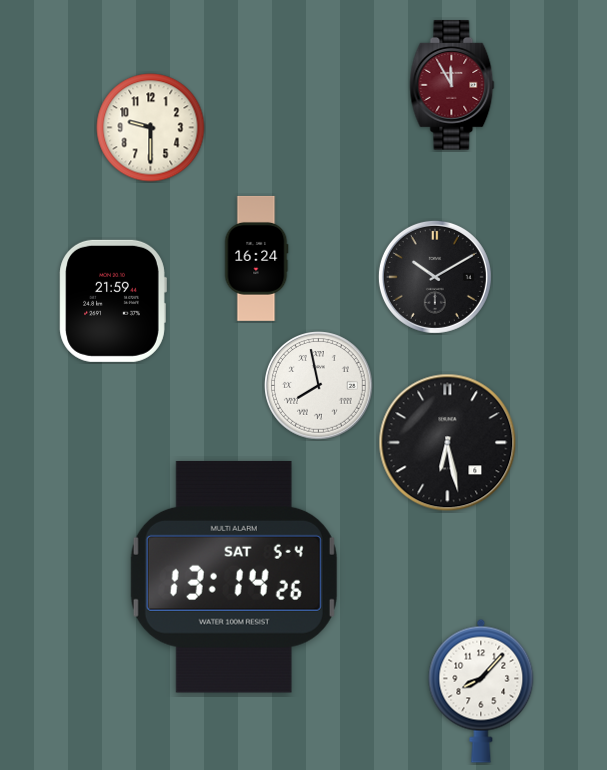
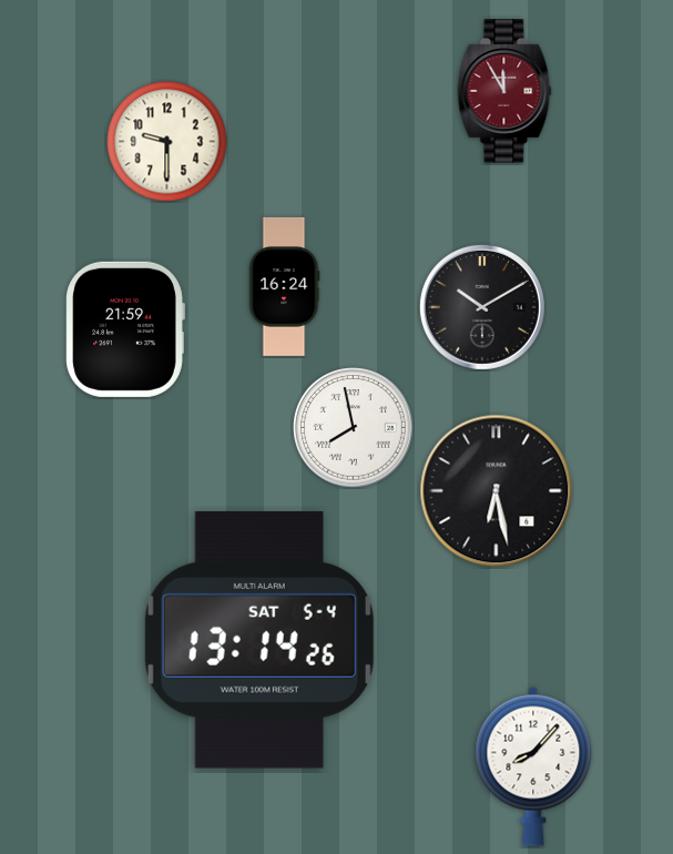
clock at (452, 85) position: (452, 85) -> (504, 91)
clock at (113, 301) position: (113, 301) -> (125, 329)
